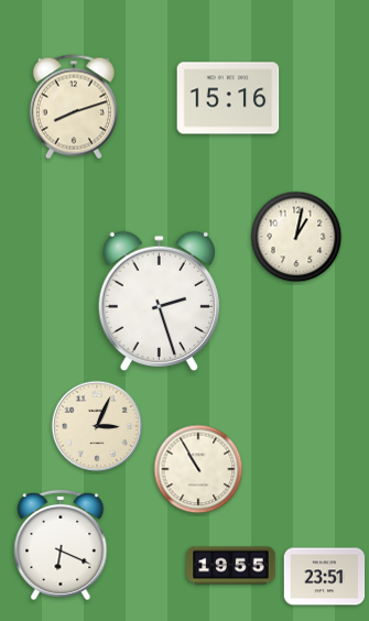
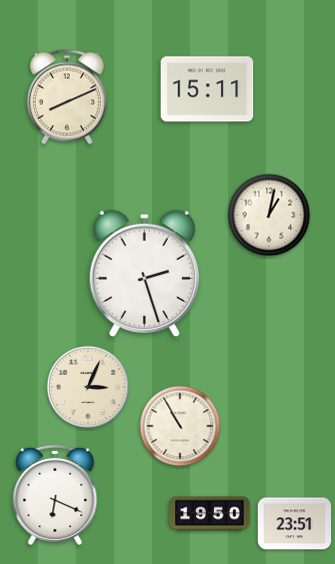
clock at (228, 98): 15:16 -> 15:11
clock at (74, 107): 8:12 -> 8:11
clock at (231, 566): 19:55 -> 19:50
